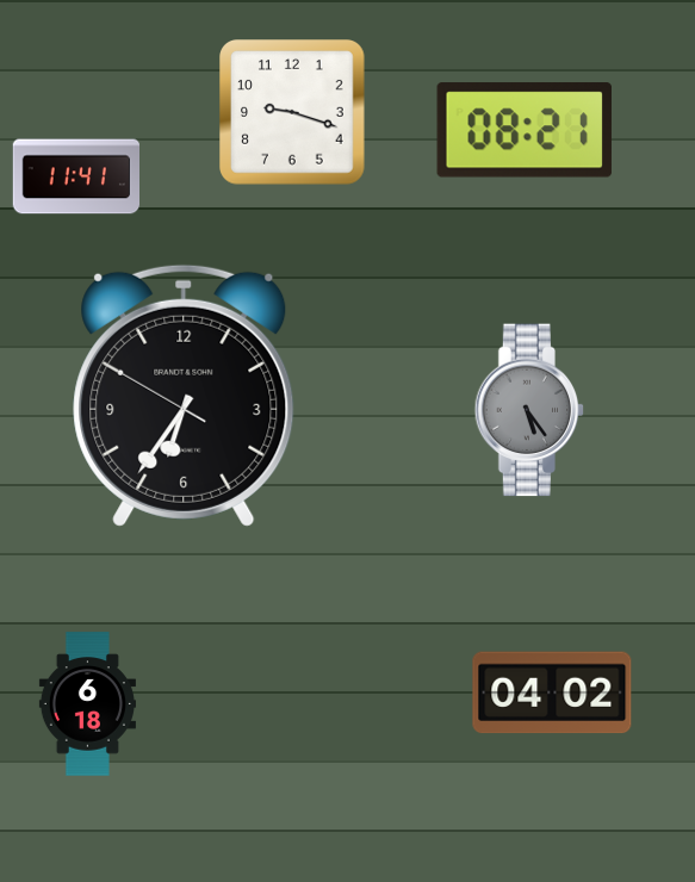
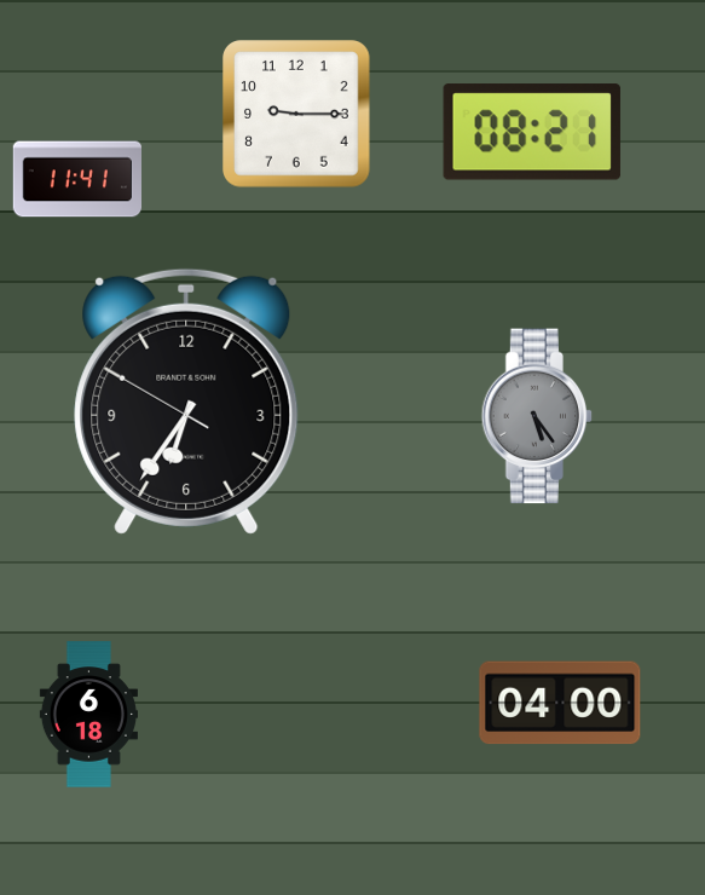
clock at (292, 112): 9:18 -> 9:15
clock at (552, 692): 04:02 -> 04:00
